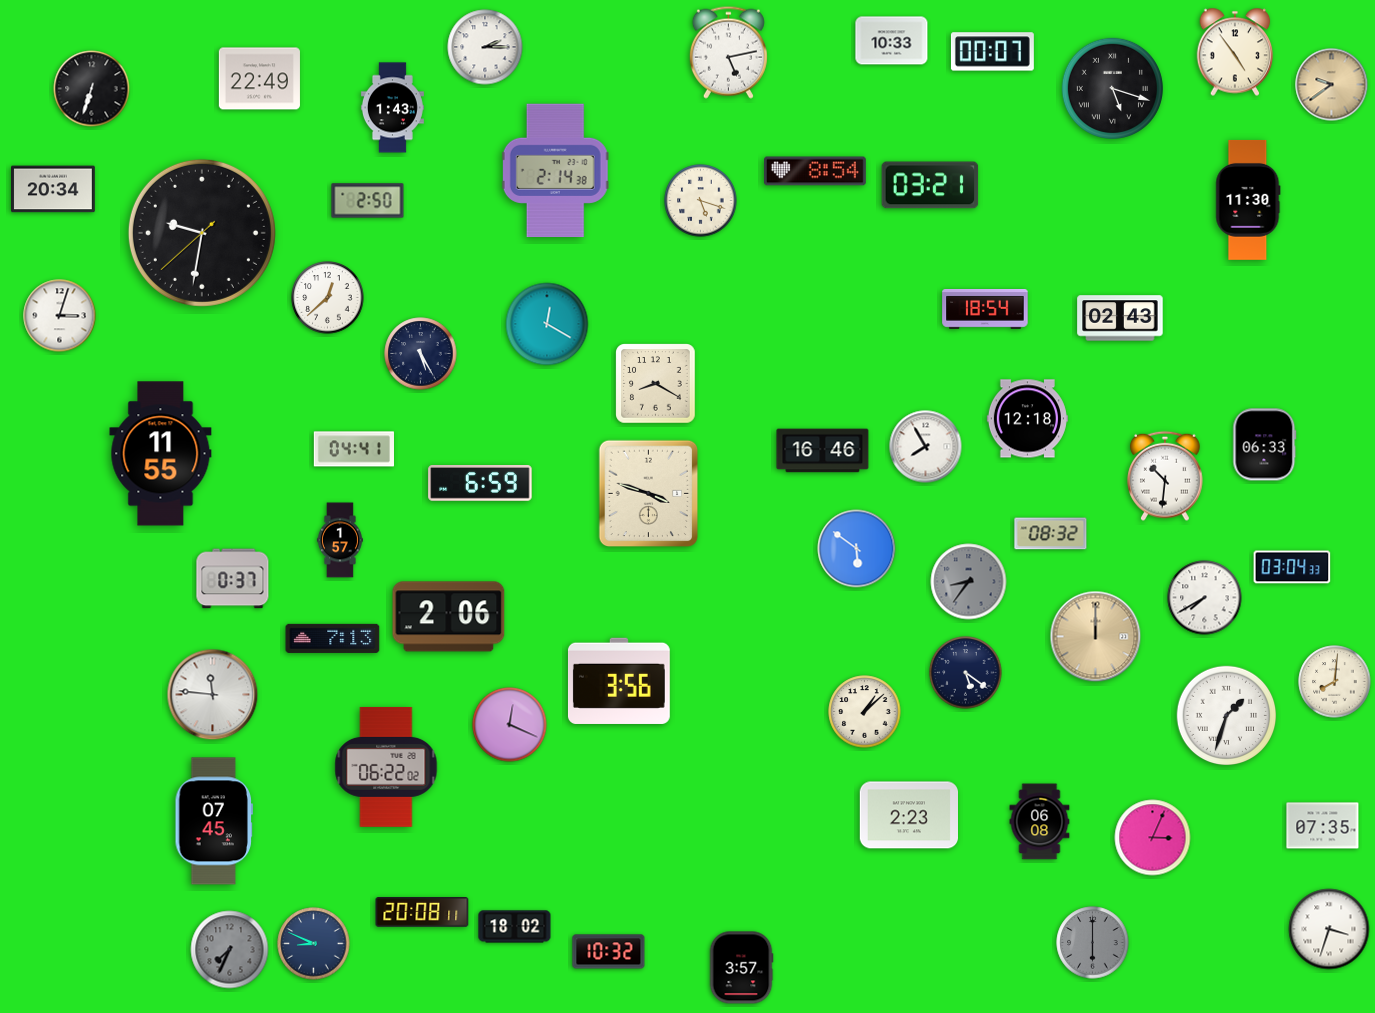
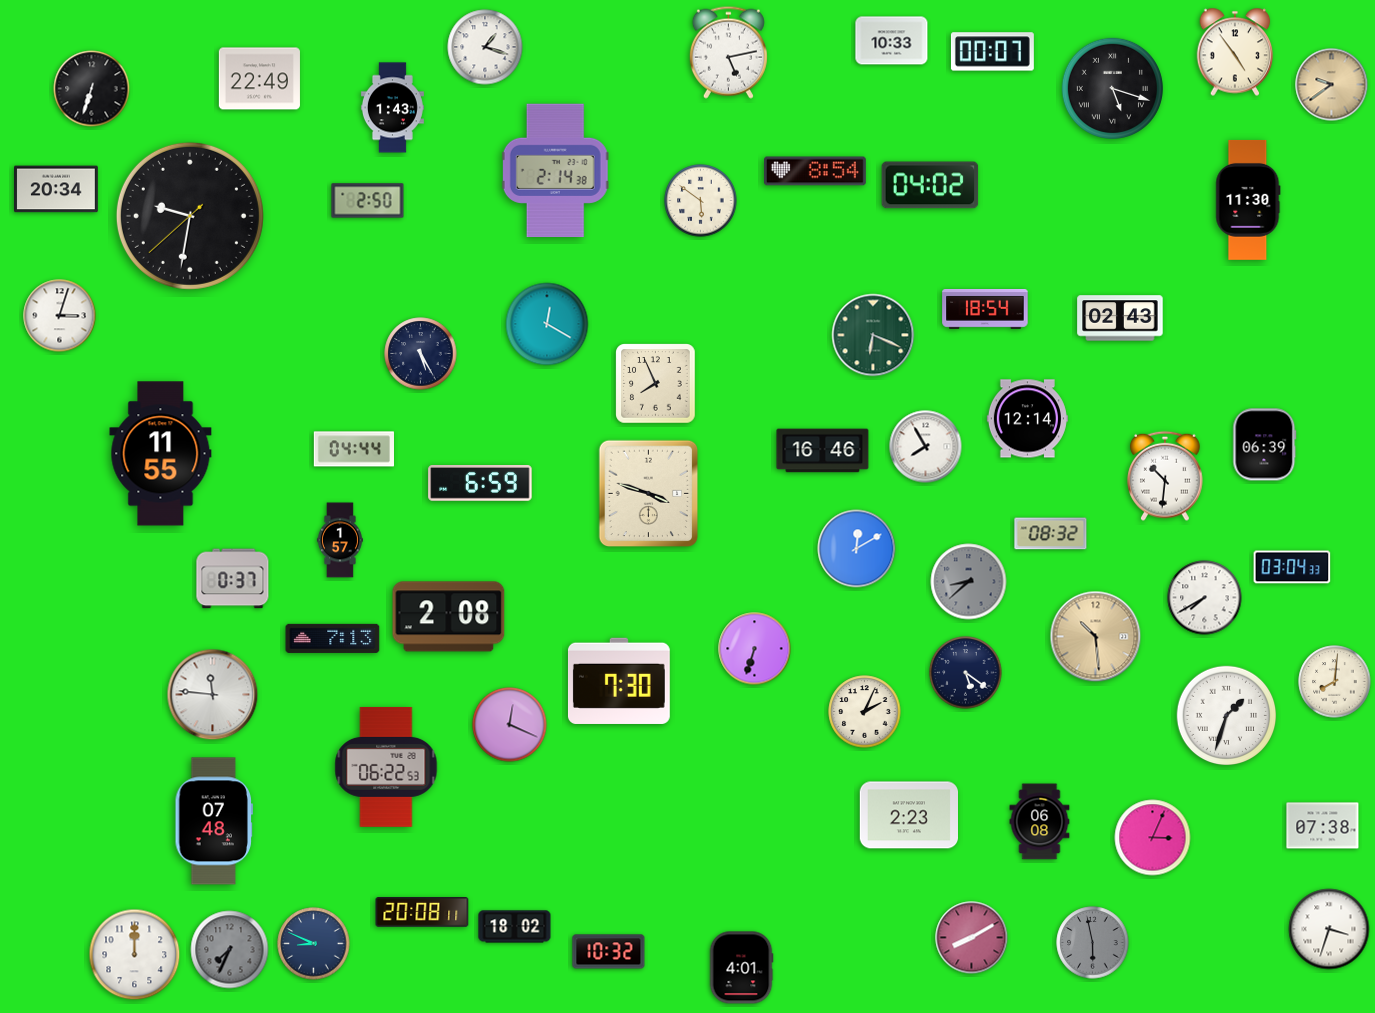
clock at (485, 47): 2:15 -> 1:18
clock at (930, 185): 03:21 -> 04:02
clock at (54, 189) position: (54, 189) -> (57, 189)
clock at (701, 201): 5:18 -> 5:51
clock at (202, 233) position: (202, 233) -> (190, 216)
clock at (328, 298): 12:38 -> none
clock at (873, 335): none -> 6:19
clock at (656, 384): 8:20 -> 7:56
clock at (1027, 419): 12:18 -> 12:14
clock at (1265, 445): 06:33 -> 06:39
clock at (353, 449): 04:41 -> 04:44
clock at (857, 549): 5:51 -> 12:10
clock at (969, 582): 8:36 -> 8:38
clock at (449, 617): 2:06 -> 2:08
clock at (1096, 637): 12:00 -> 10:29
clock at (755, 649): none -> 6:33
clock at (619, 681): 3:56 -> 7:30
clock at (865, 712): 1:08 -> 2:04
clock at (386, 767): 06:22:02 -> 06:22:53
clock at (213, 821): 07:45 -> 07:48
clock at (1323, 826): 07:35 -> 07:38
clock at (972, 938): none -> 8:10
clock at (1093, 943): 6:00 -> 5:58
clock at (135, 955): none -> 12:00
clock at (741, 968): 3:57 -> 4:01
